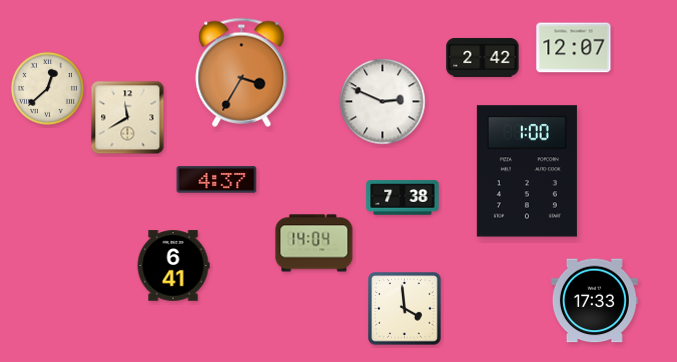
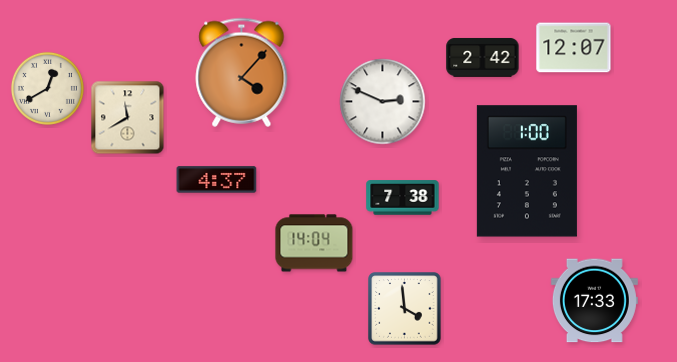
clock at (242, 72): 3:35 -> 4:07
clock at (47, 88): 12:38 -> 12:40
clock at (173, 266): 6:41 -> none
